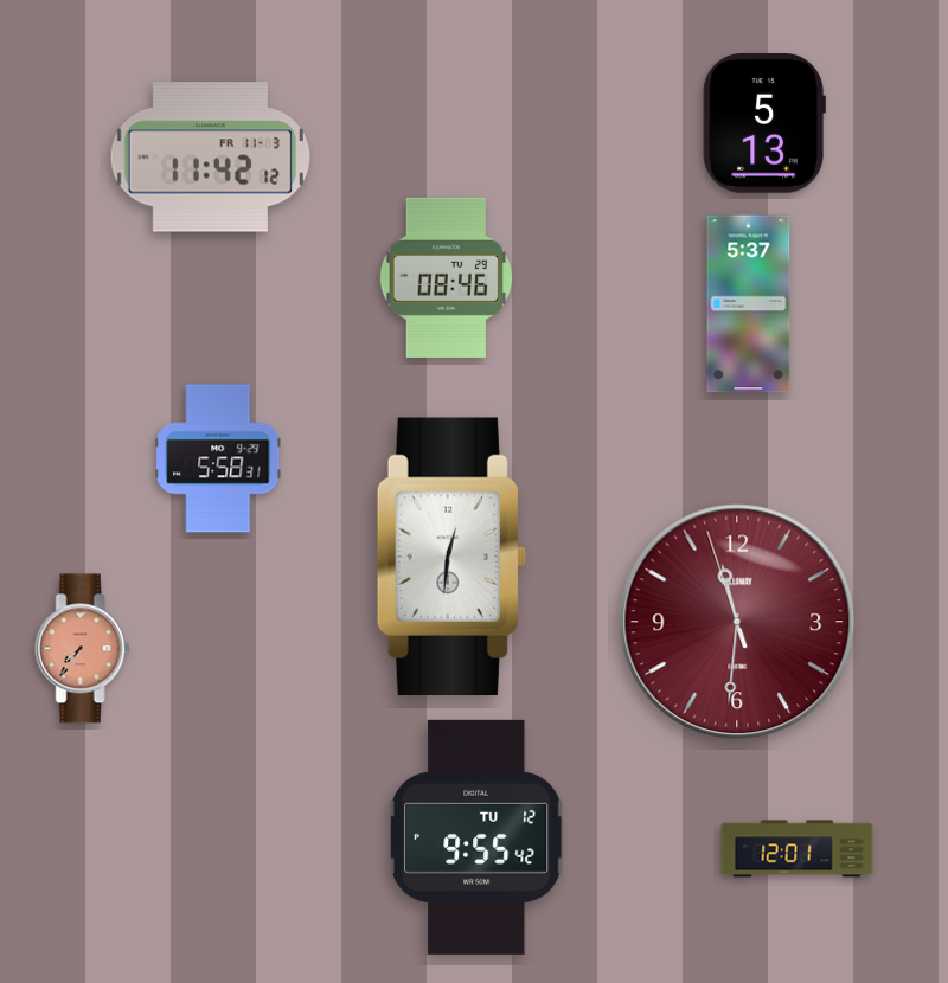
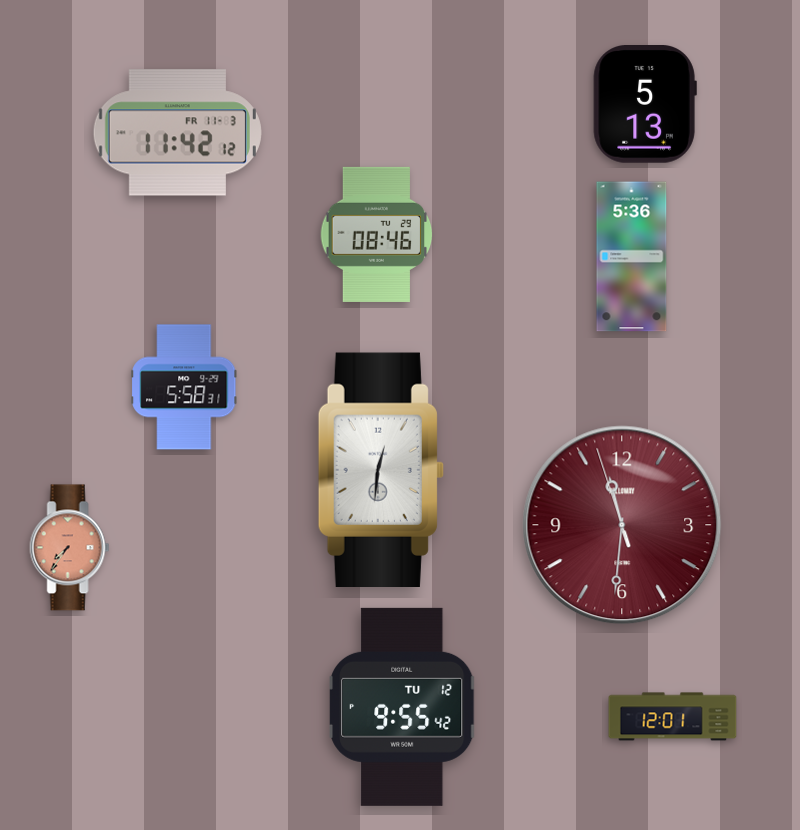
clock at (749, 304): 5:37 -> 5:36
